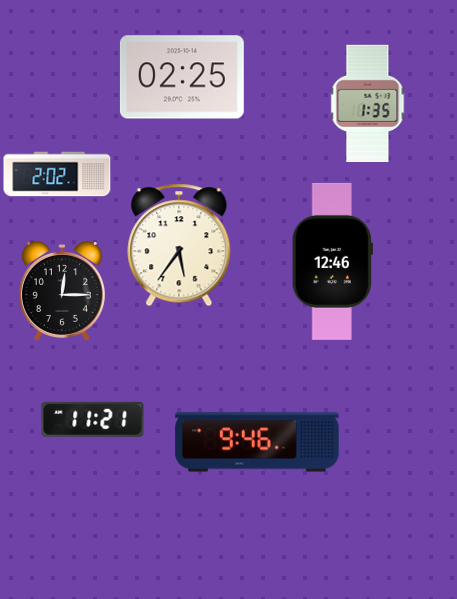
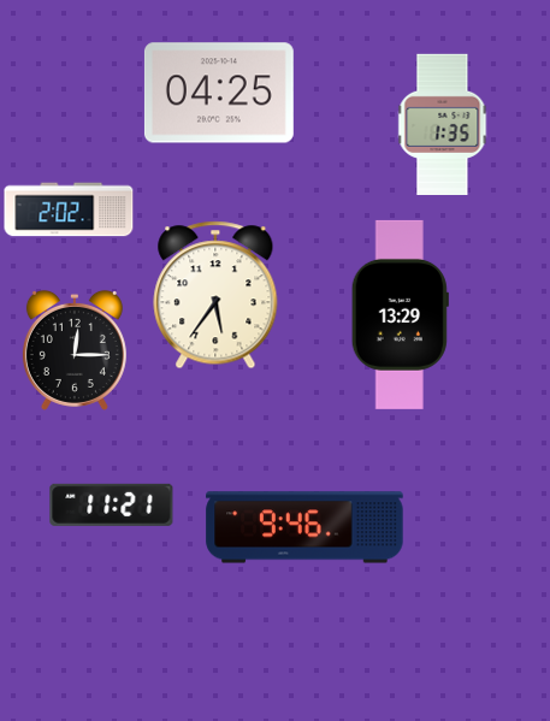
clock at (182, 77): 02:25 -> 04:25
clock at (332, 261): 12:46 -> 13:29
clock at (257, 442) position: (257, 442) -> (304, 527)
